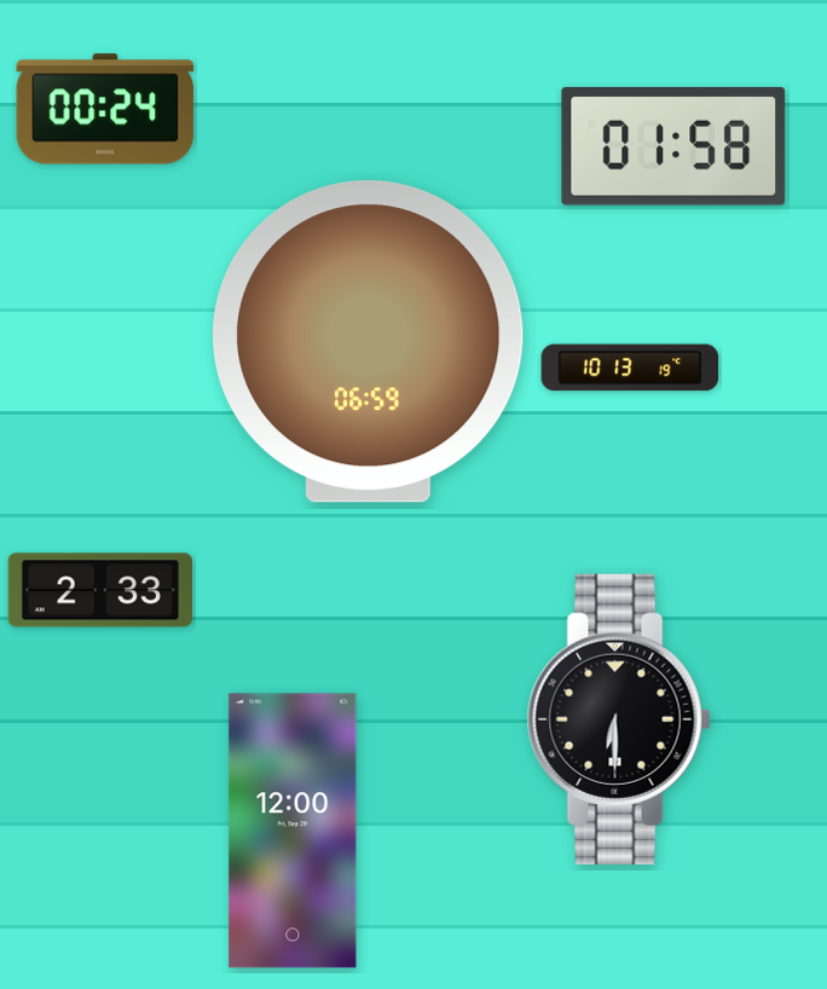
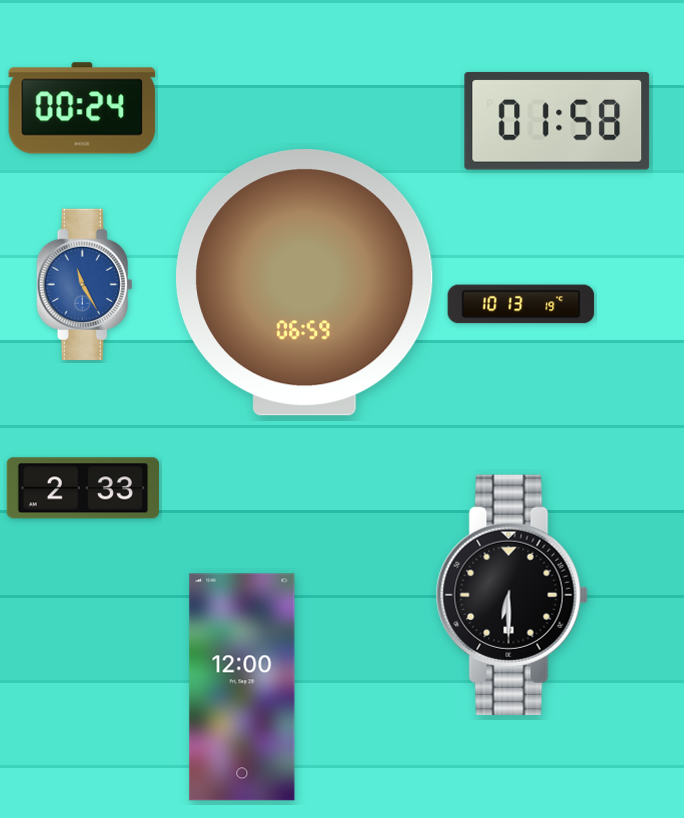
clock at (105, 109) position: (105, 109) -> (82, 108)
clock at (85, 284): none -> 11:25
